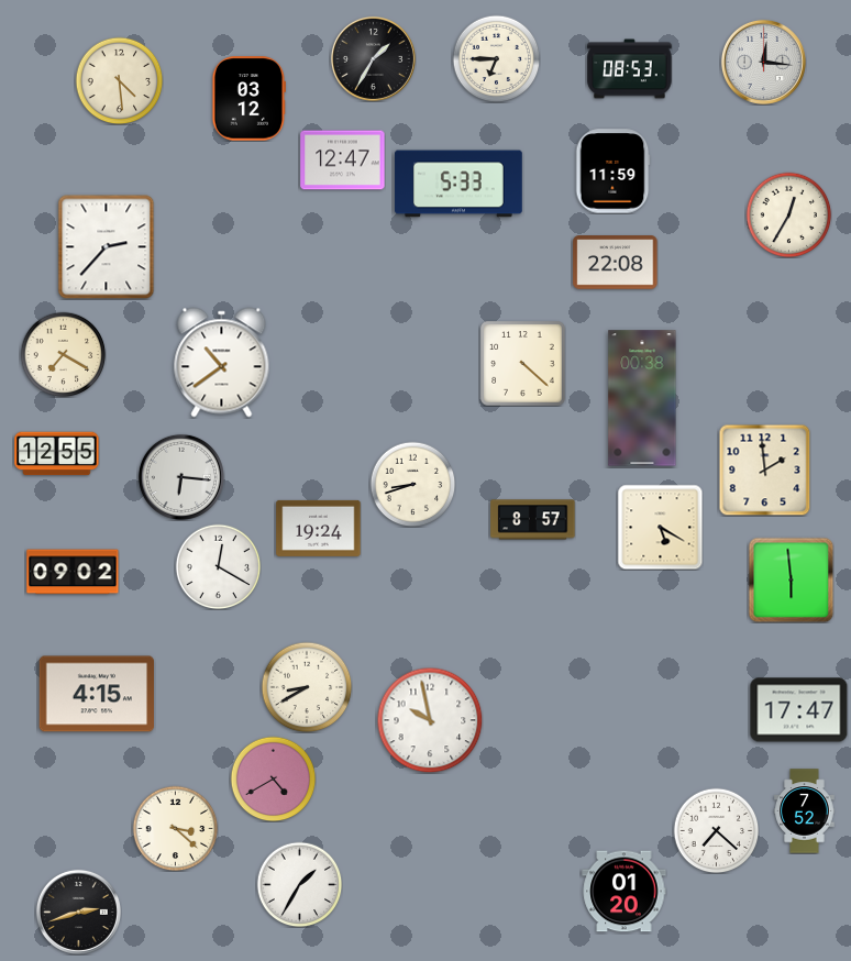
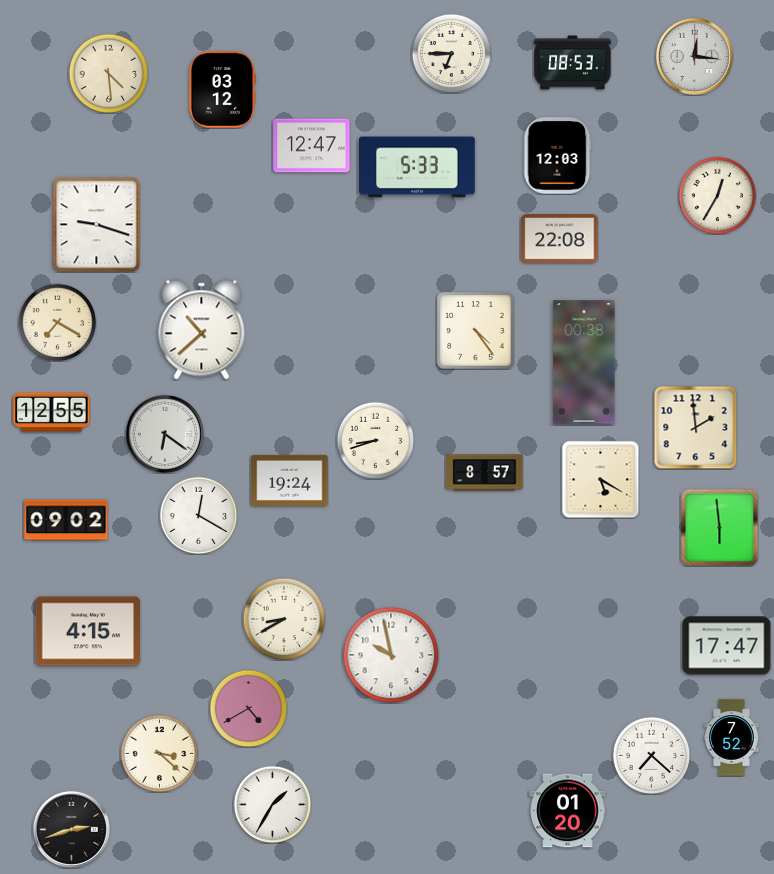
clock at (373, 58): 1:35 -> none
clock at (248, 99) position: (248, 99) -> (222, 90)
clock at (612, 172): 11:59 -> 12:03
clock at (107, 247): 2:37 -> 9:18
clock at (222, 363): 10:39 -> 10:38
clock at (523, 364): 4:22 -> 4:24
clock at (181, 477): 6:16 -> 6:21
clock at (307, 687) position: (307, 687) -> (284, 619)
